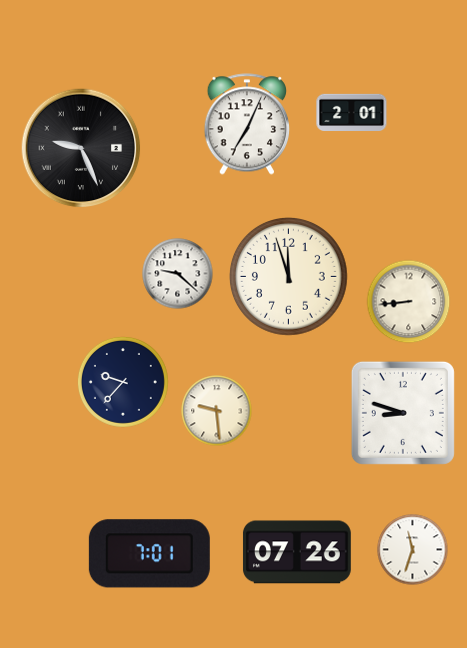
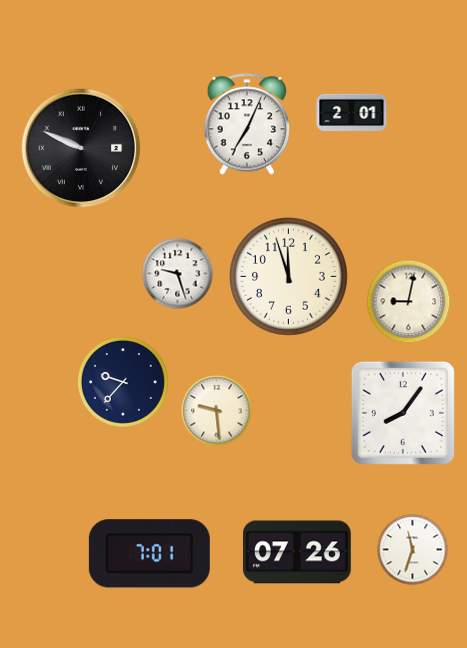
clock at (81, 148): 9:26 -> 9:49
clock at (178, 274): 9:22 -> 9:27
clock at (409, 302): 8:44 -> 9:02
clock at (403, 413): 8:48 -> 8:06
